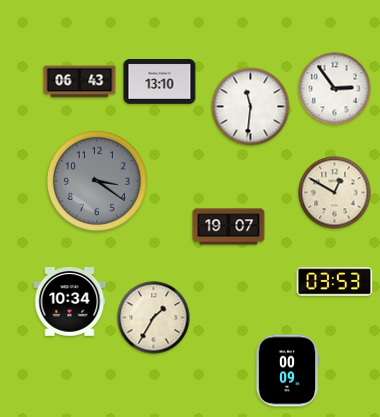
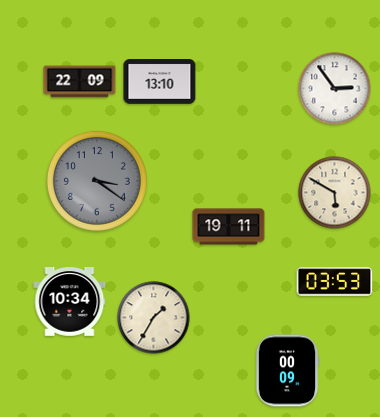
clock at (80, 82): 06:43 -> 22:09
clock at (251, 107): 11:31 -> none
clock at (335, 193): 12:50 -> 5:50
clock at (229, 227): 19:07 -> 19:11
